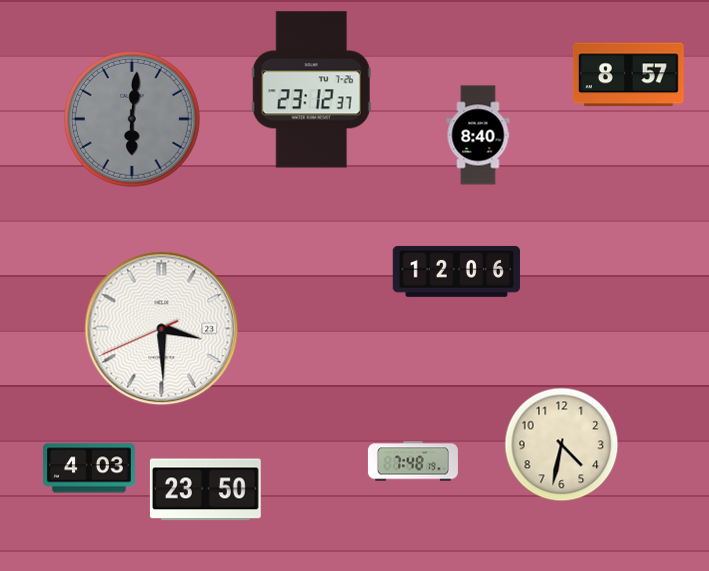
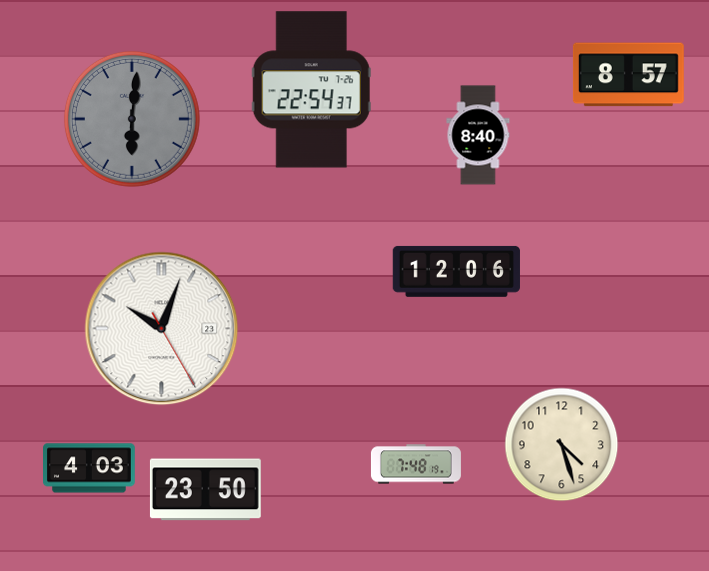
clock at (311, 90): 23:12 -> 22:54
clock at (162, 329): 3:29 -> 10:03
clock at (562, 445): 4:32 -> 4:27
clock at (413, 461) position: (413, 461) -> (416, 464)
